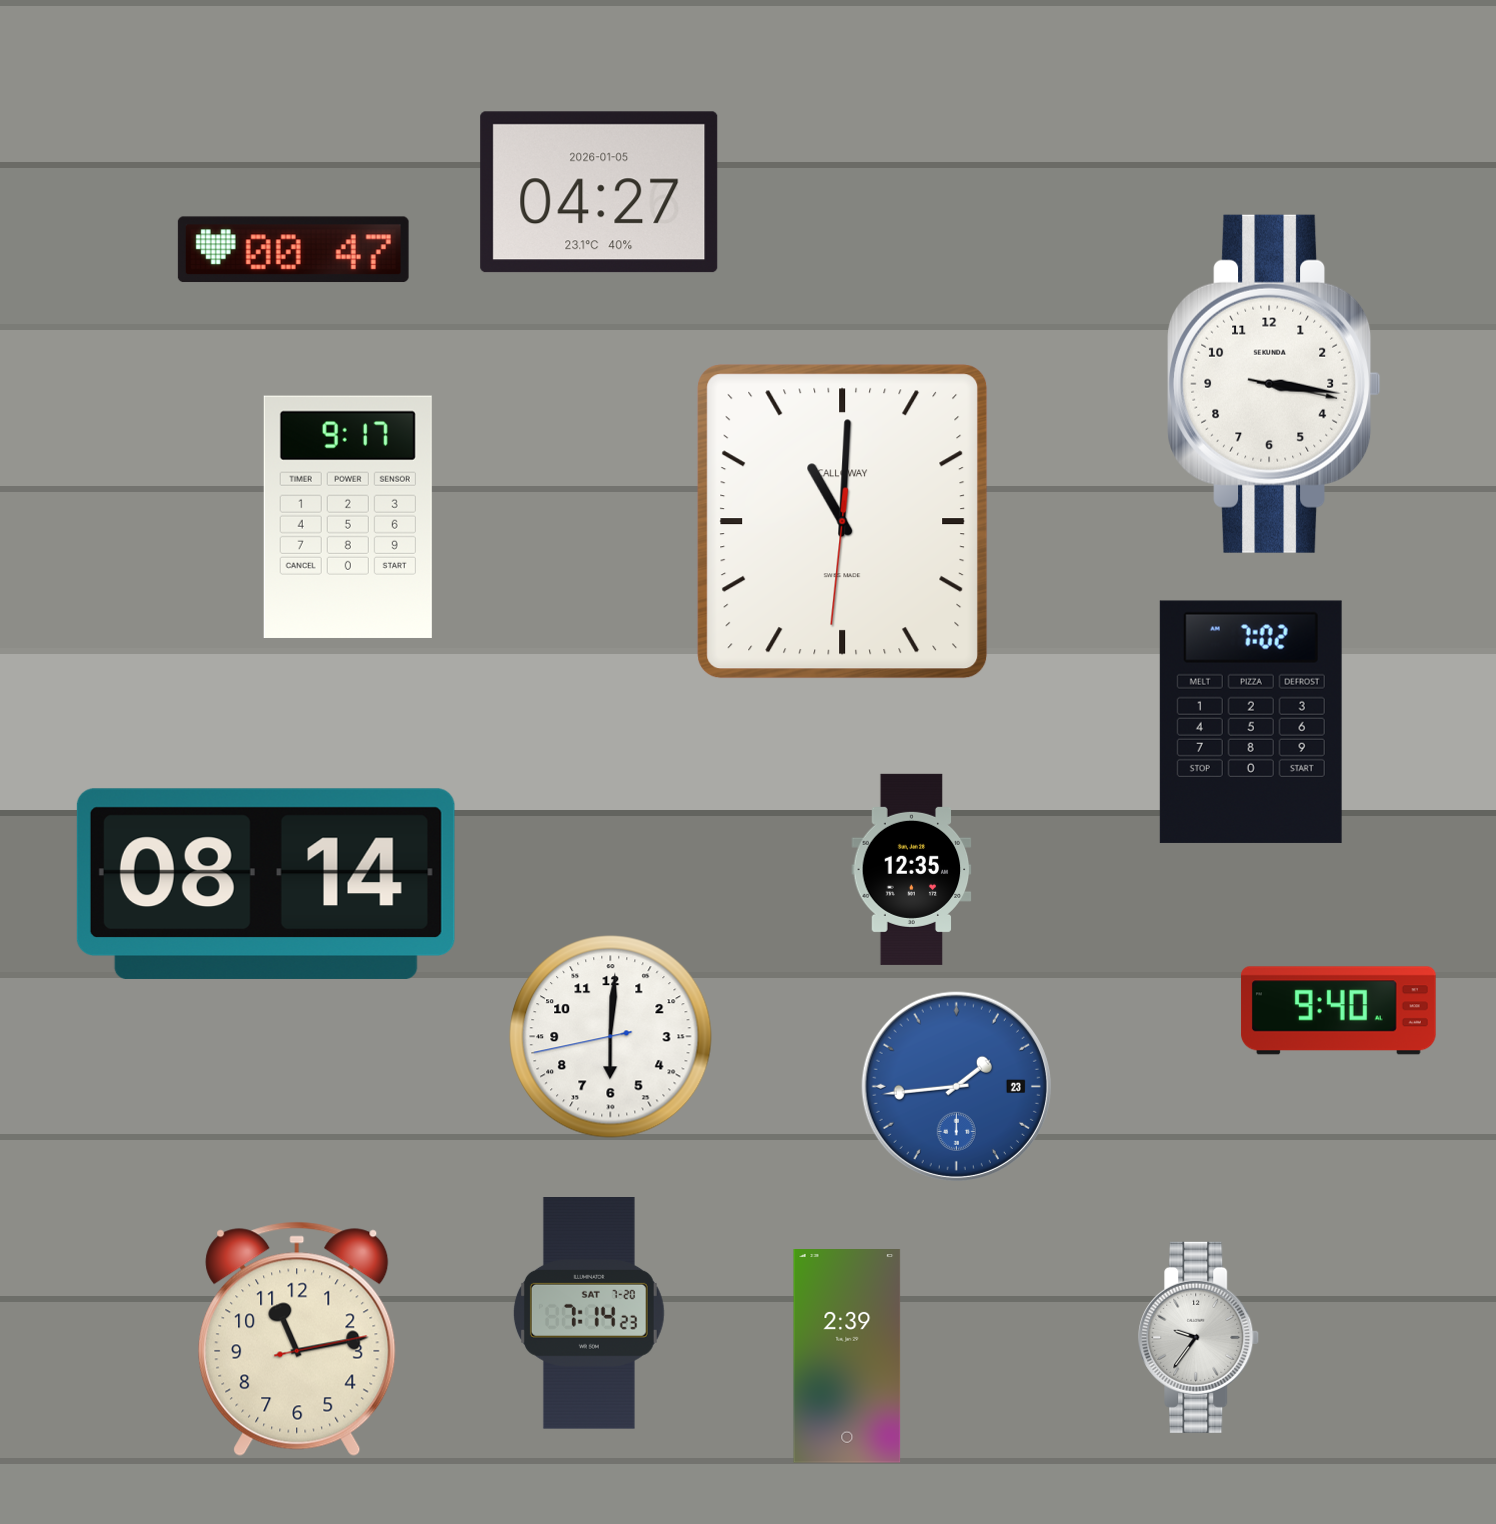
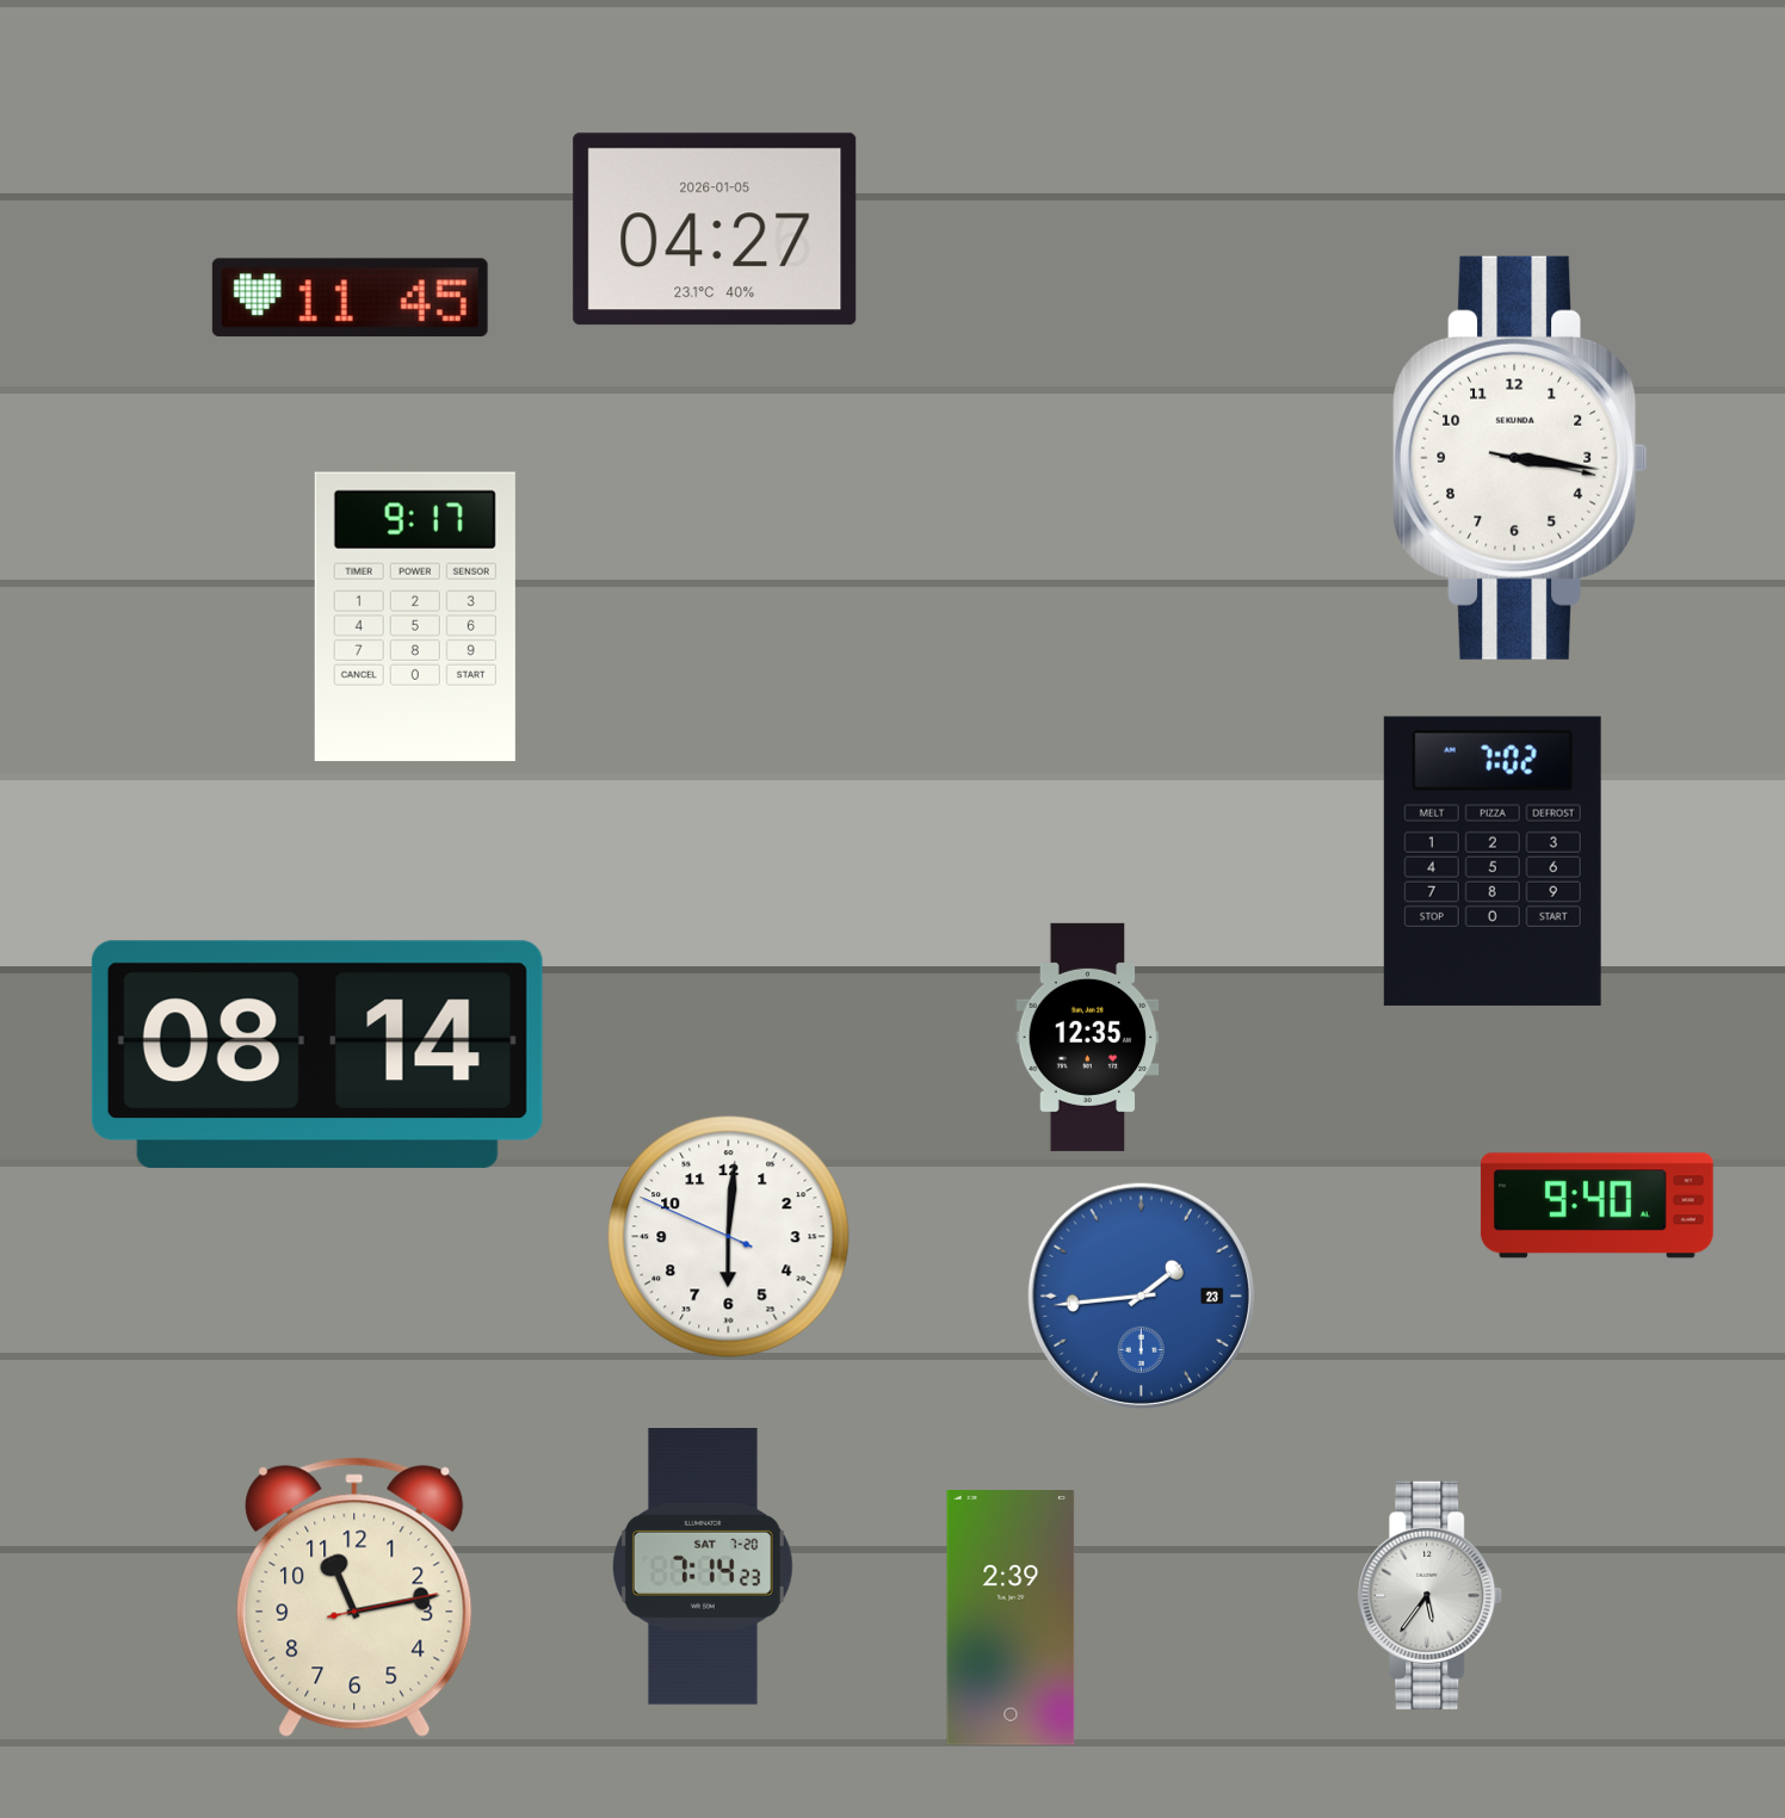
clock at (293, 250): 00:47 -> 11:45
clock at (843, 522): 11:00 -> none
clock at (611, 1037): 6:00:43 -> 6:00:49
clock at (1199, 1337): 9:36 -> 5:36
